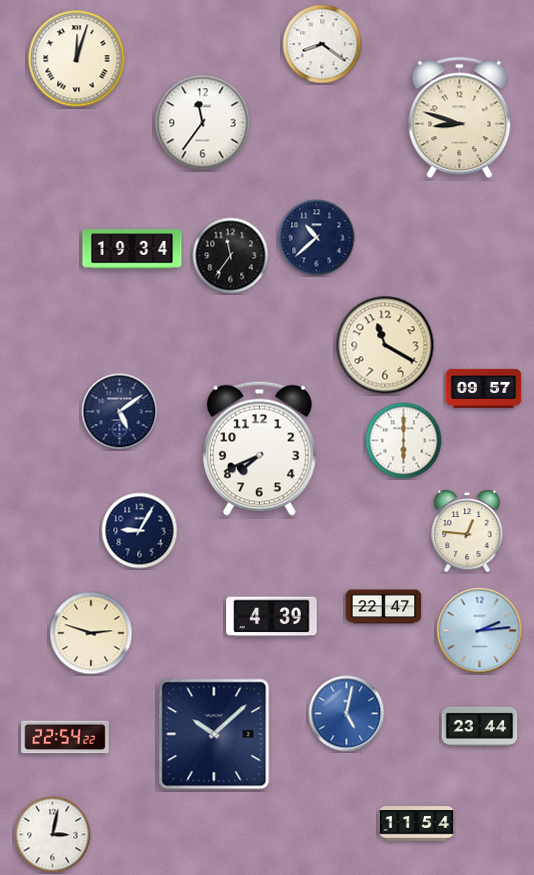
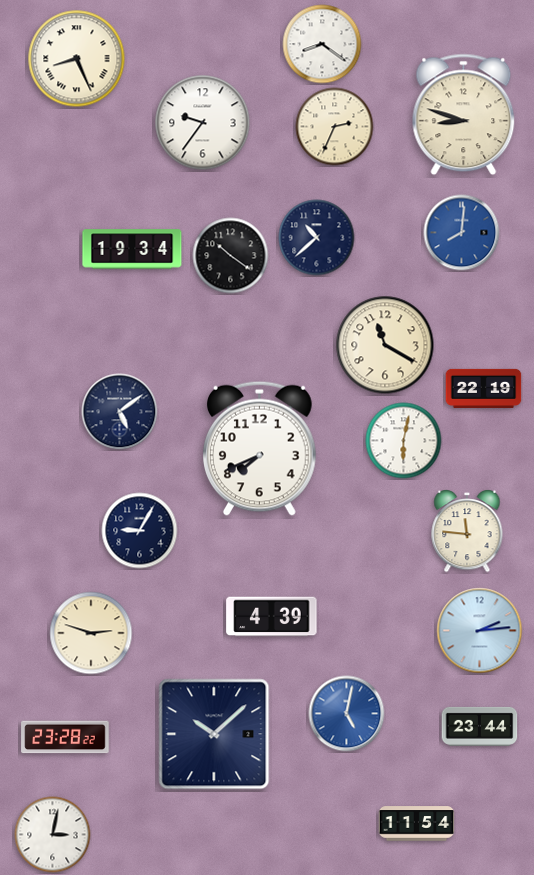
clock at (77, 59): 12:03 -> 8:26
clock at (460, 118) position: (460, 118) -> (464, 115)
clock at (203, 123): 11:36 -> 9:36
clock at (335, 127): none -> 2:34
clock at (462, 233): none -> 8:01
clock at (231, 256): 11:36 -> 10:21
clock at (484, 388): 09:57 -> 22:19
clock at (404, 441): 6:00 -> 6:02
clock at (467, 532): 12:46 -> 11:46
clock at (384, 607): 22:47 -> none
clock at (65, 737): 22:54 -> 23:28
